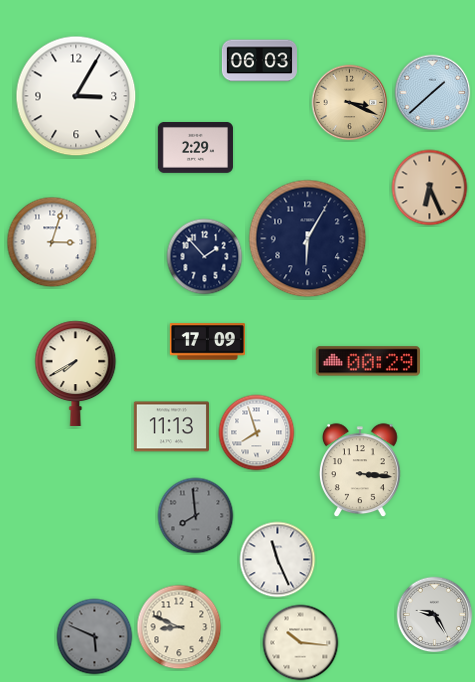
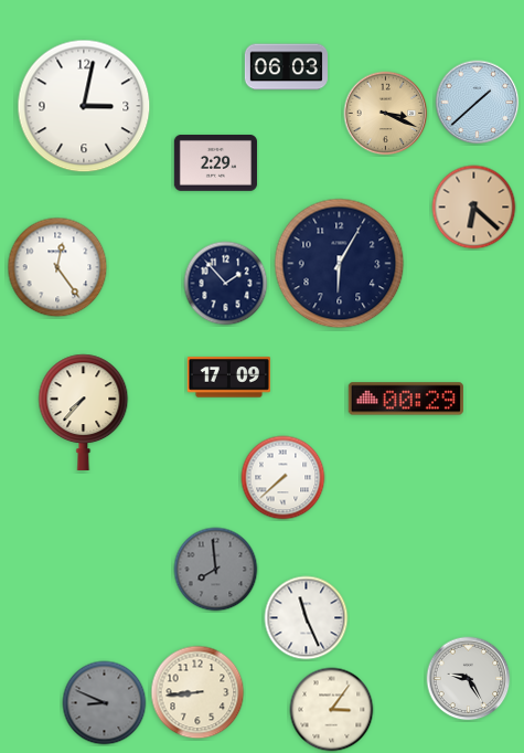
clock at (76, 96): 3:05 -> 3:02
clock at (430, 188): 6:26 -> 6:22
clock at (52, 242): 3:03 -> 12:24
clock at (76, 373): 7:40 -> 7:37
clock at (171, 427): 11:13 -> none
clock at (257, 433): 7:57 -> 7:38
clock at (360, 471): 3:16 -> none
clock at (435, 615) position: (435, 615) -> (469, 679)
clock at (179, 627): 8:49 -> 8:44
clock at (95, 637): 5:49 -> 8:49
clock at (301, 643): 10:16 -> 3:06
